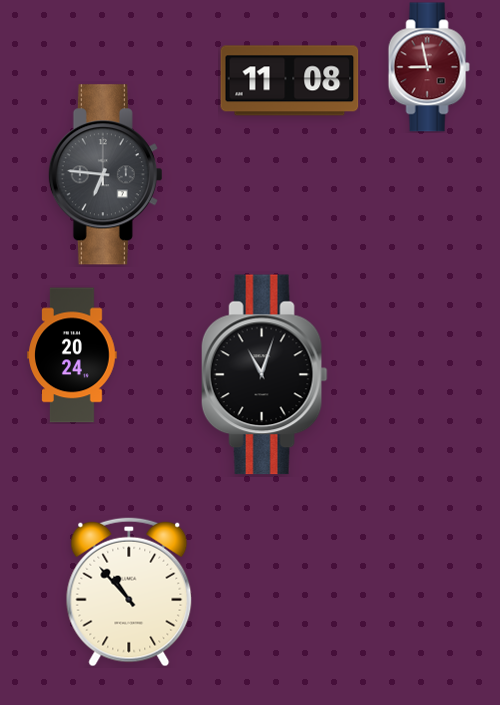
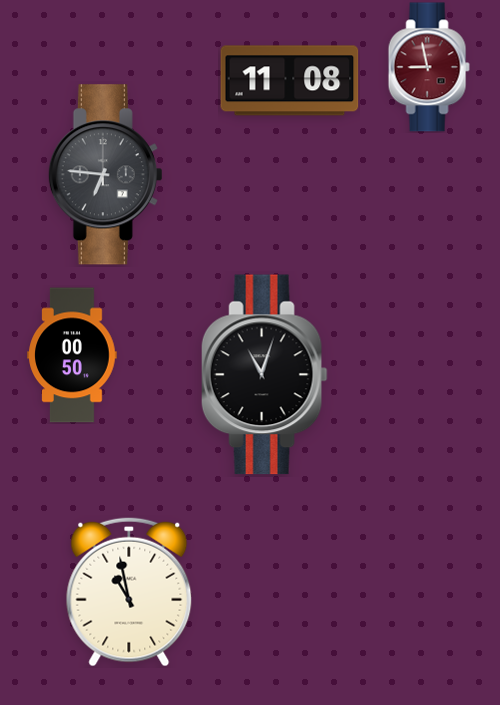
clock at (72, 355): 20:24 -> 00:50
clock at (129, 592): 10:53 -> 10:58
